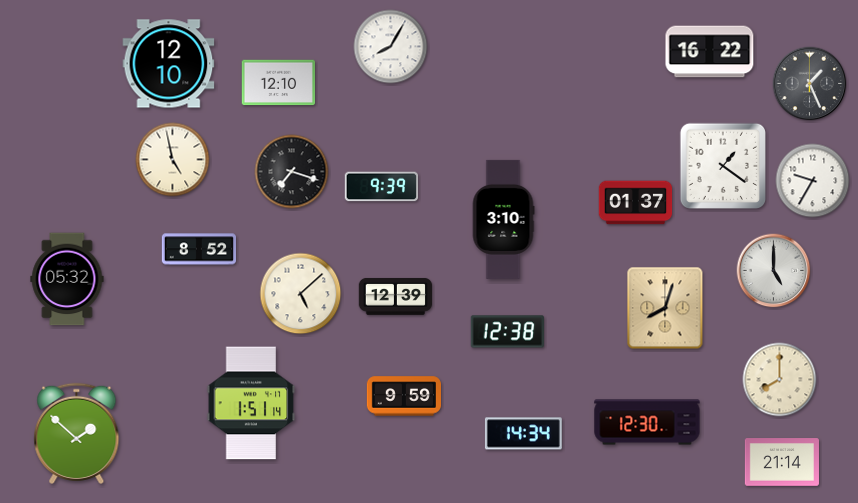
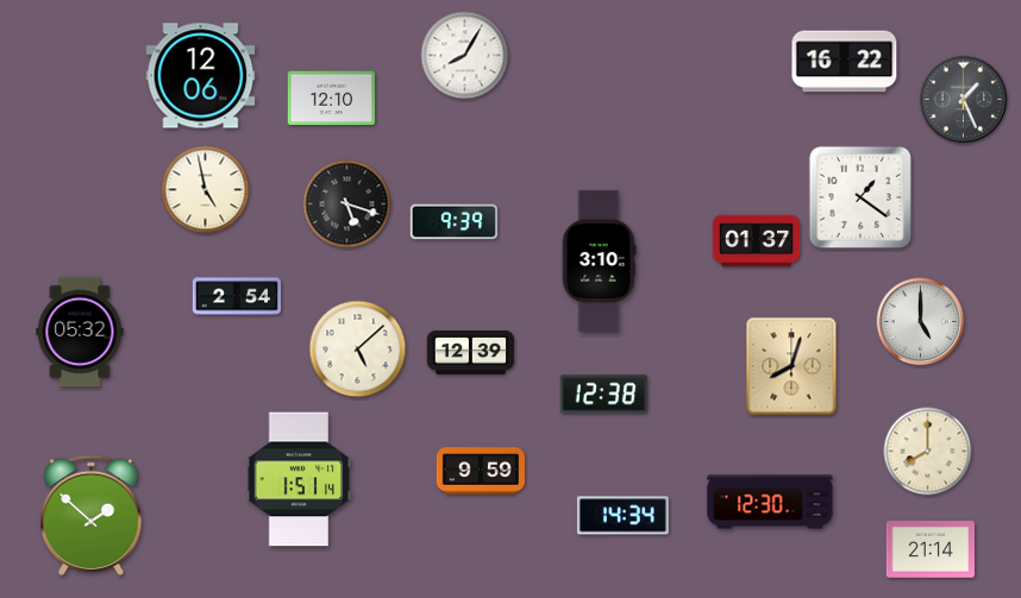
clock at (169, 64): 12:10 -> 12:06
clock at (292, 172): 7:18 -> 5:18
clock at (813, 181): 9:35 -> none
clock at (198, 249): 8:52 -> 2:54
